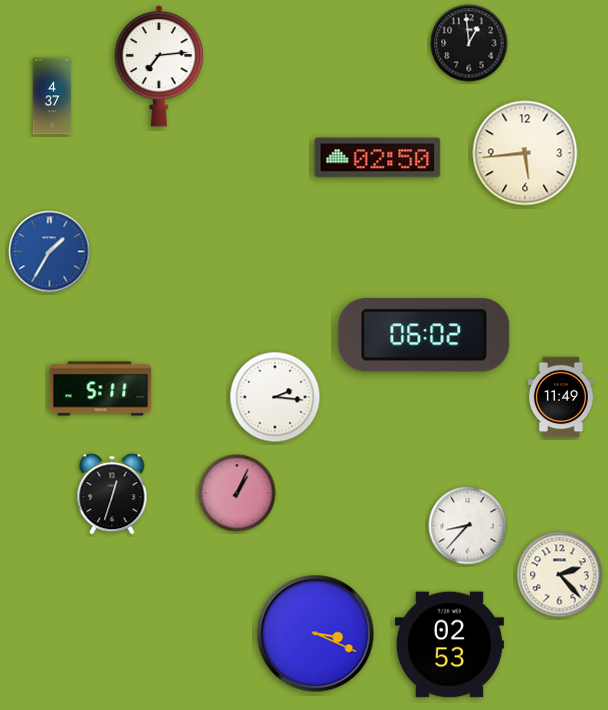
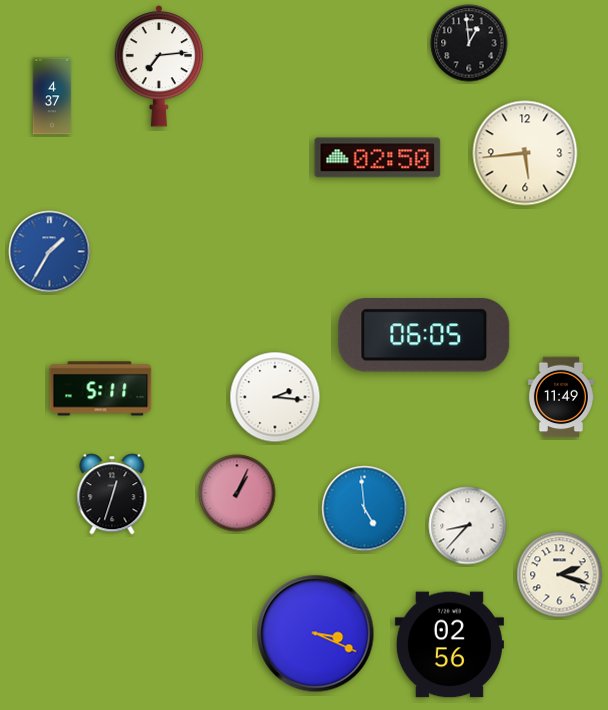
clock at (424, 335): 06:02 -> 06:05
clock at (365, 509): none -> 4:59
clock at (560, 575): 2:23 -> 2:18
clock at (449, 645): 02:53 -> 02:56
